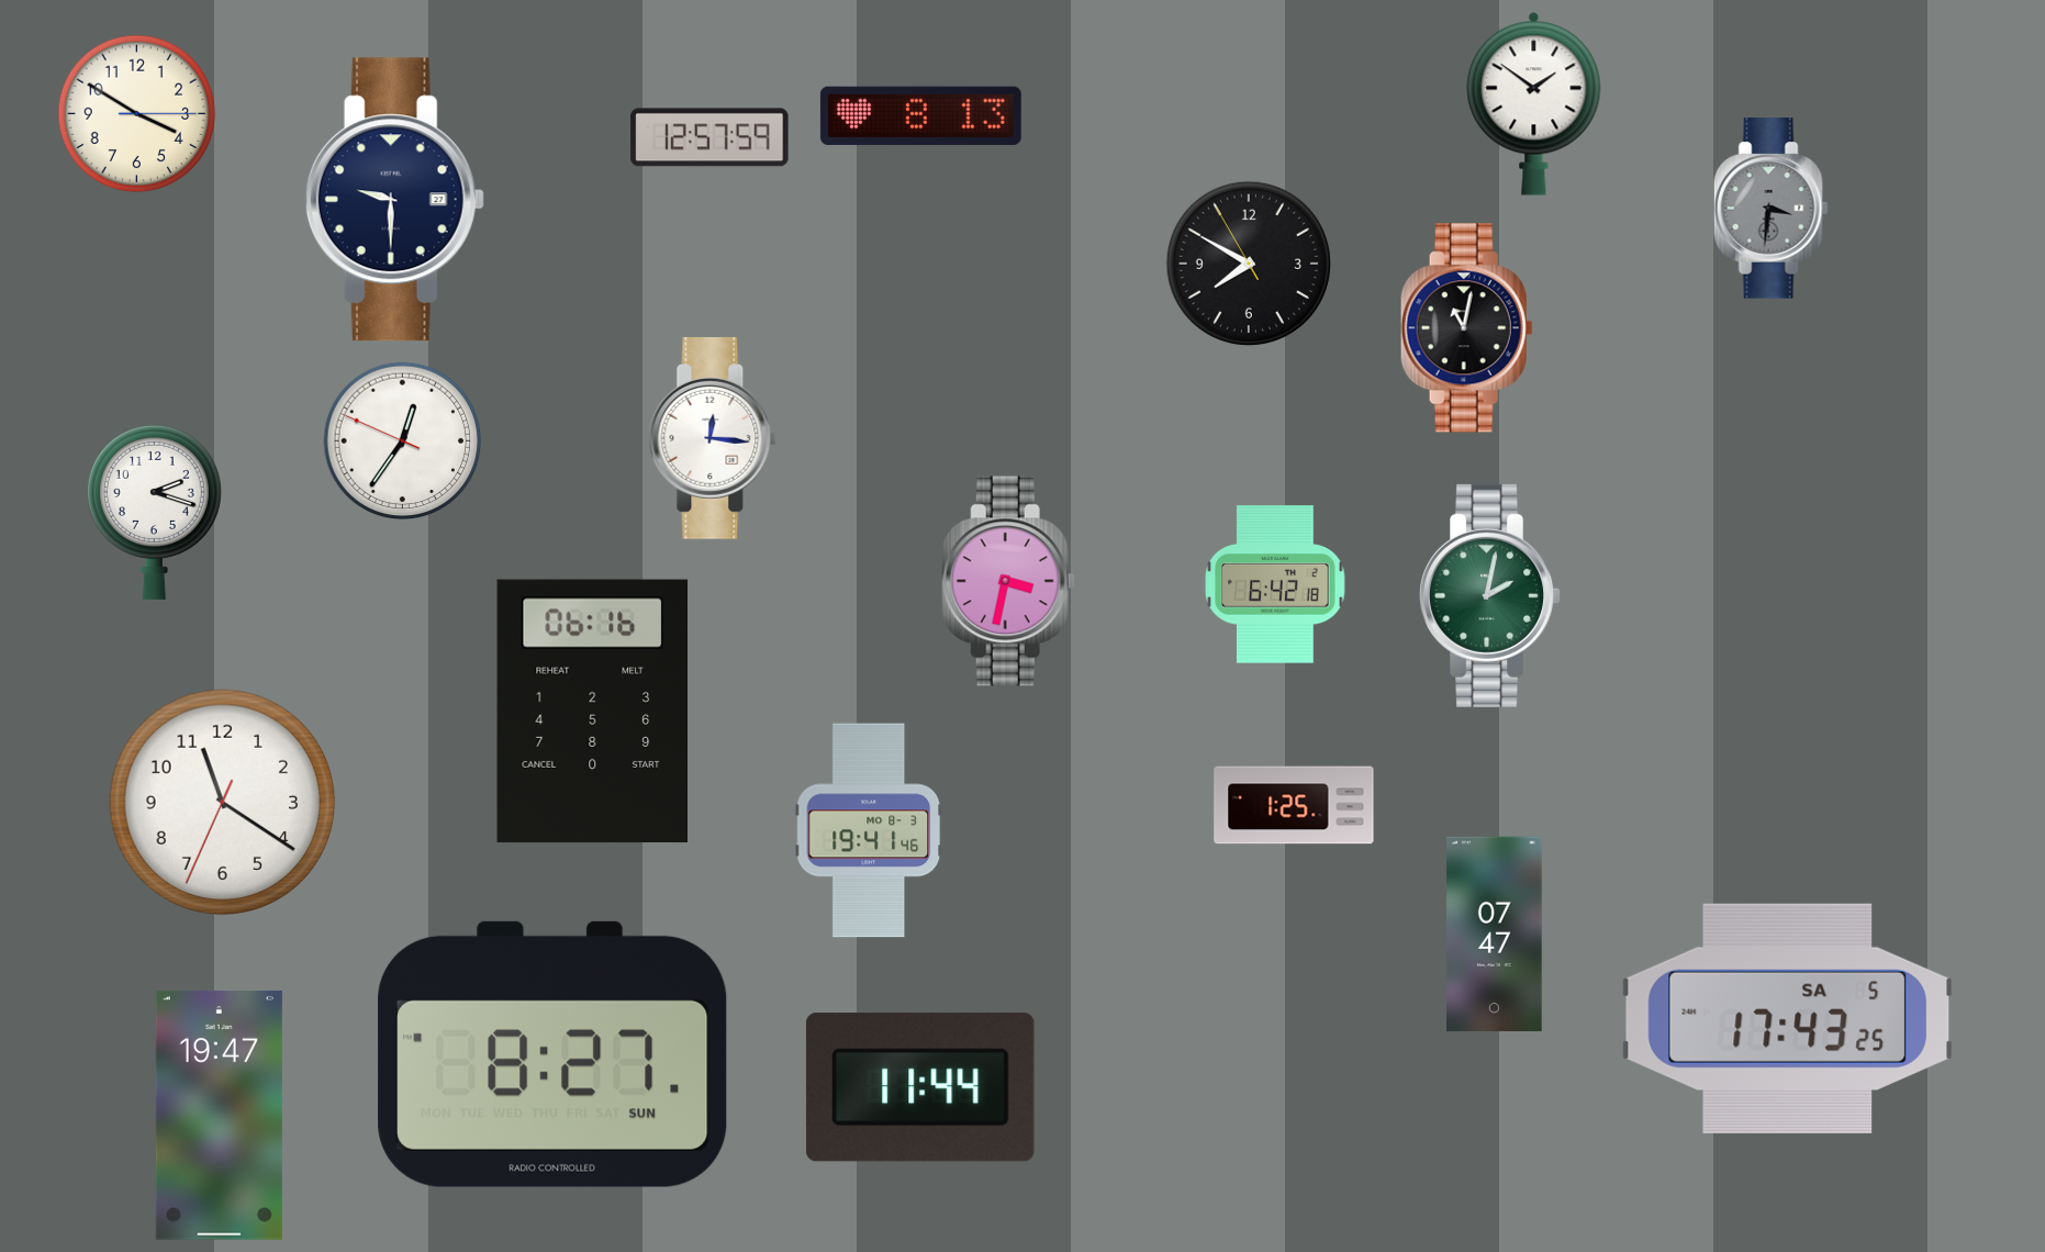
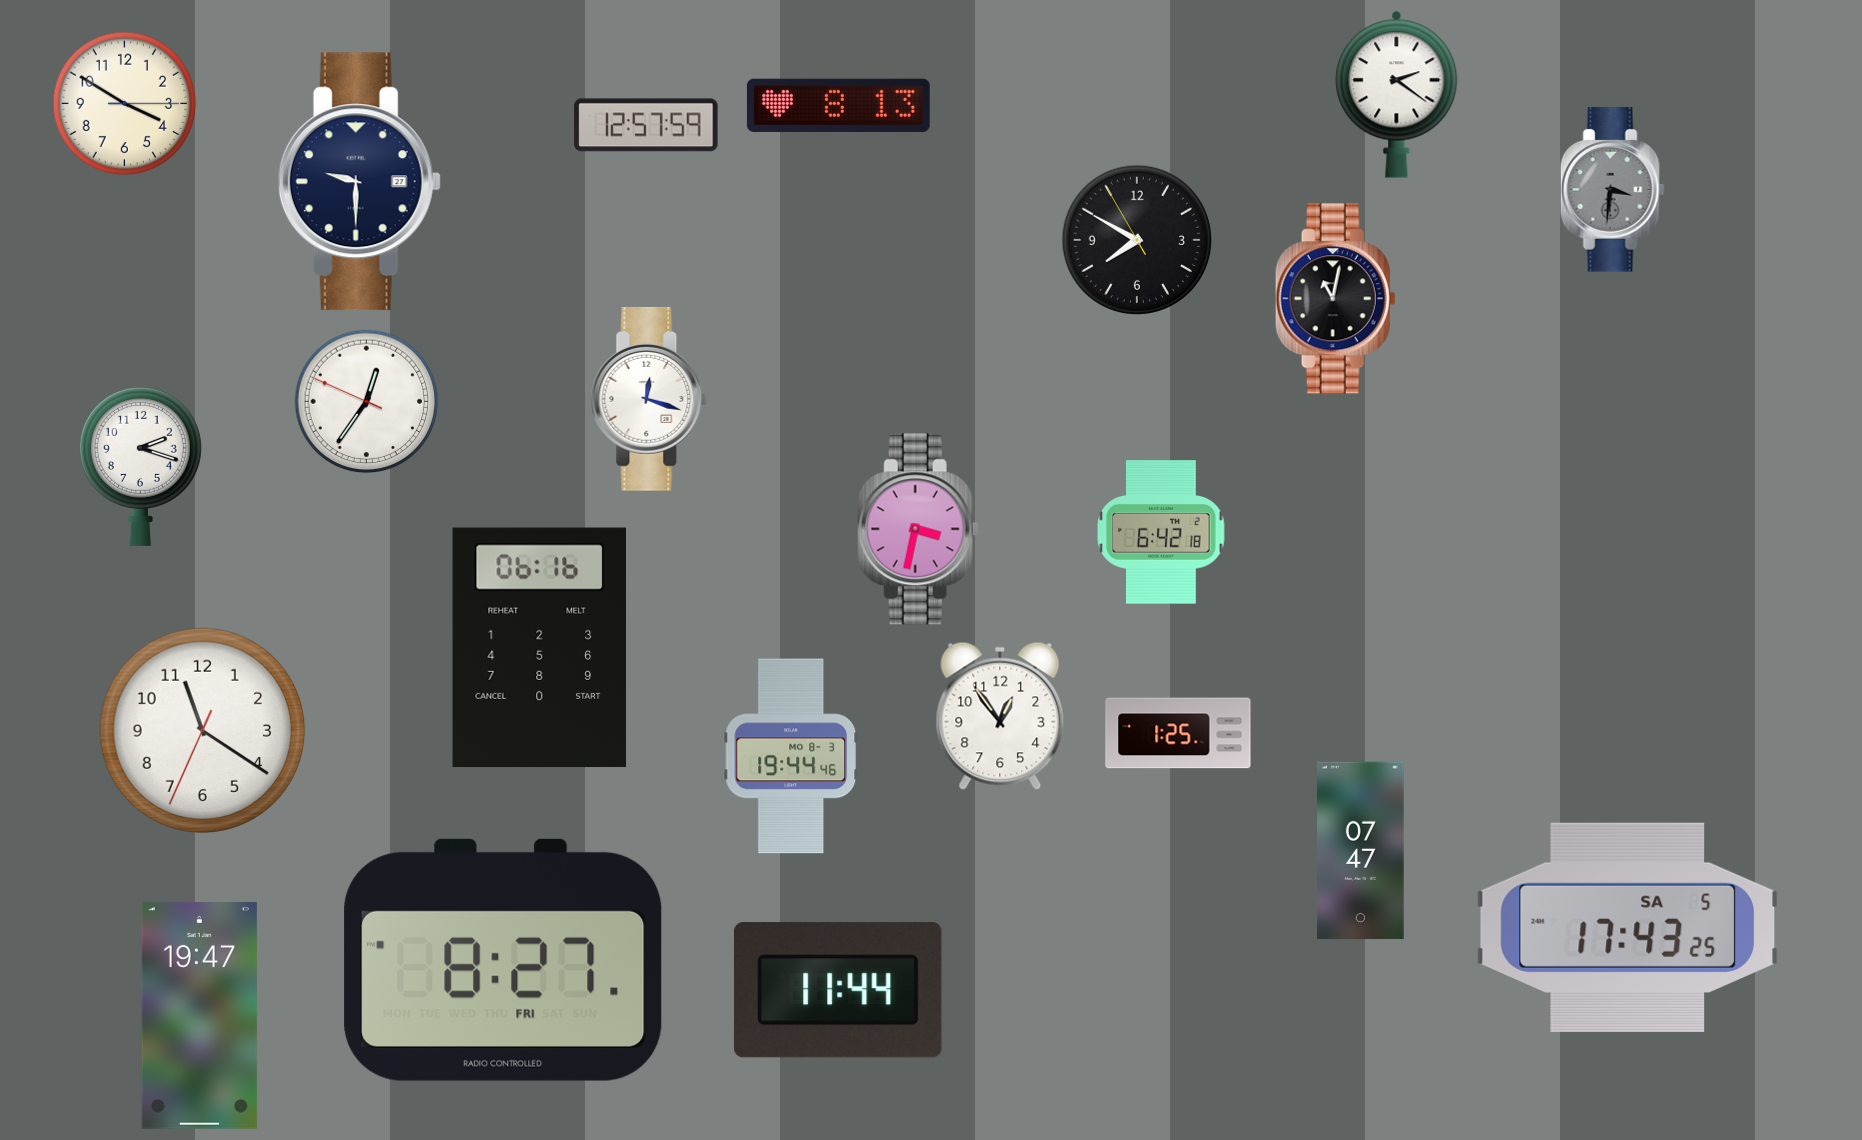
clock at (1534, 103): 1:51 -> 2:21
clock at (713, 438): 12:16 -> 12:18
clock at (1489, 595): 2:02 -> none
clock at (1000, 716): none -> 12:54
clock at (869, 830): 19:41 -> 19:44
clock at (552, 1054) date: SUN -> FRI
